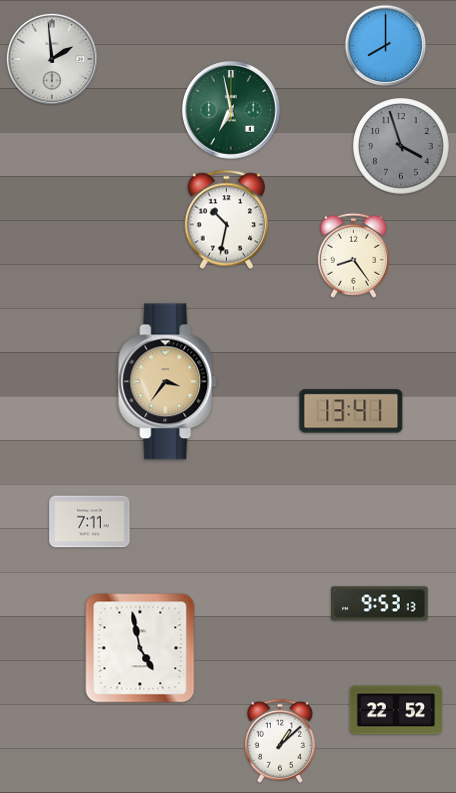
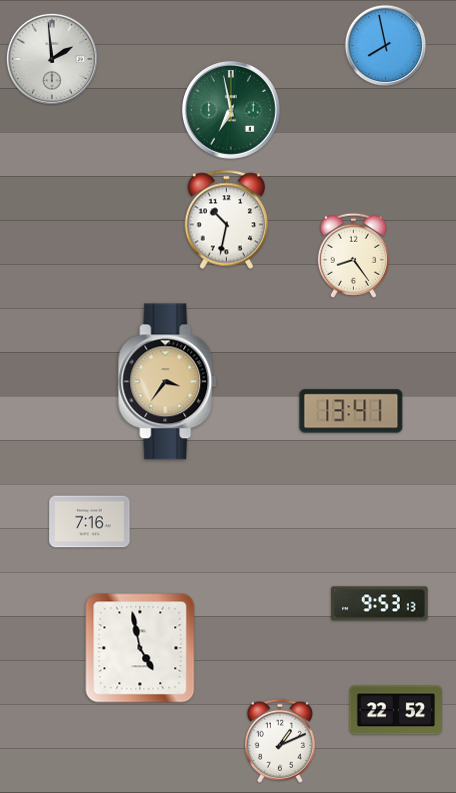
clock at (386, 46): 8:00 -> 7:58
clock at (401, 146): 3:57 -> none
clock at (90, 522): 7:11 -> 7:16
clock at (280, 741): 1:08 -> 1:11
